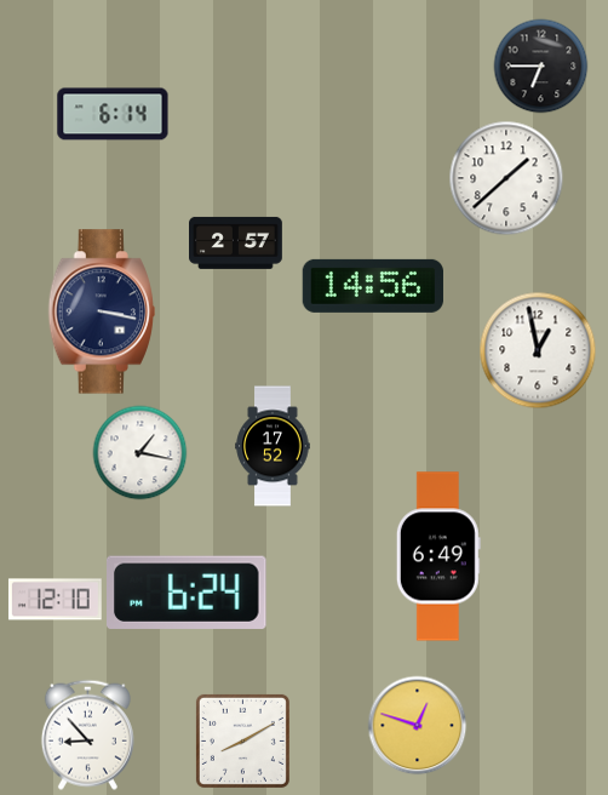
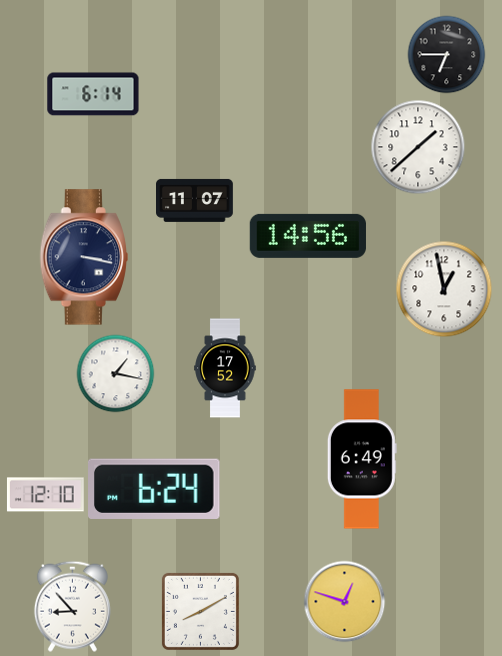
clock at (236, 242): 2:57 -> 11:07
clock at (417, 725) position: (417, 725) -> (344, 601)
